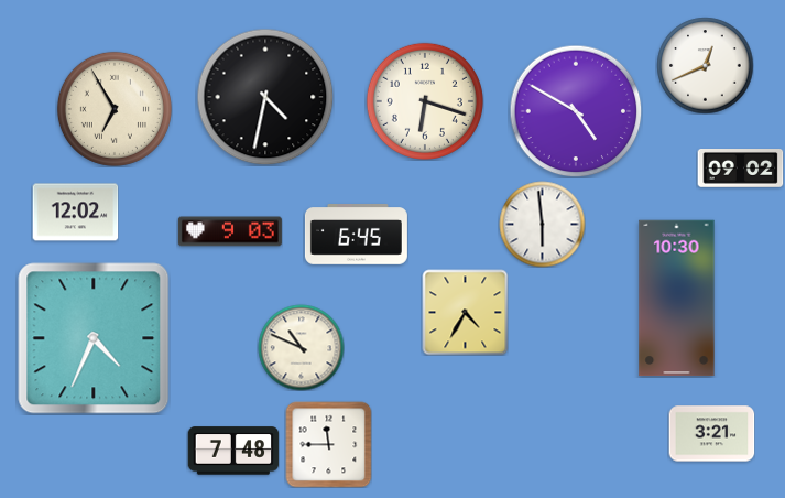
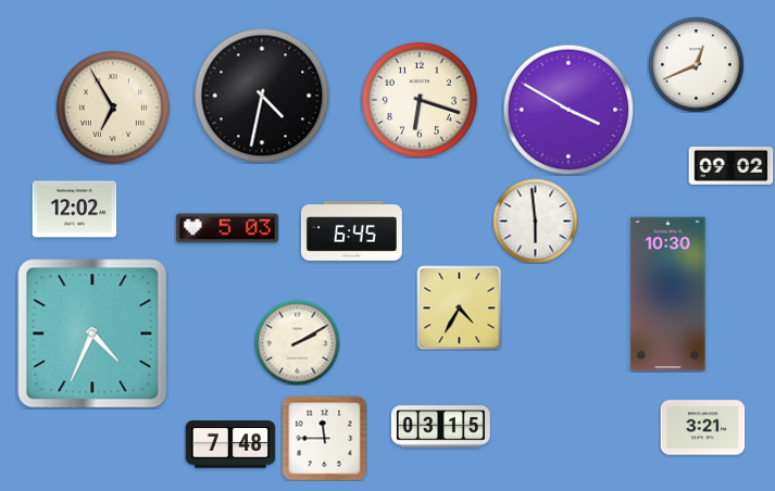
clock at (576, 111): 4:50 -> 3:50
clock at (230, 231): 9:03 -> 5:03
clock at (301, 347): 10:49 -> 2:10
clock at (440, 427): none -> 03:15
